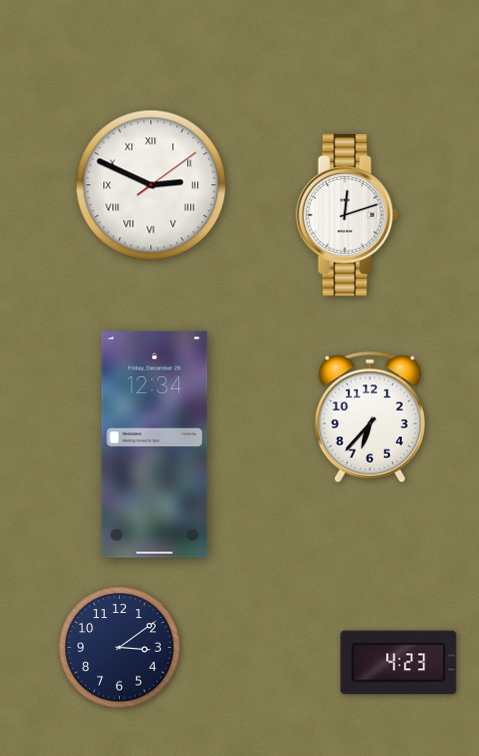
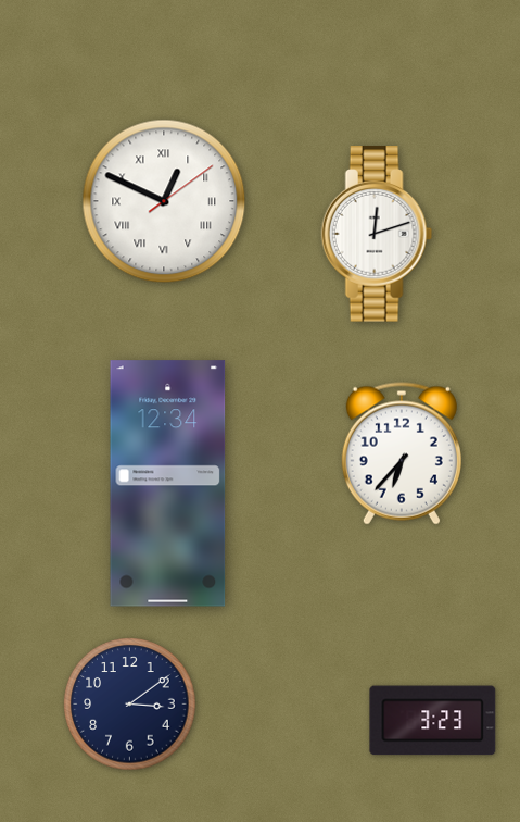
clock at (151, 185): 2:49 -> 12:49
clock at (399, 663): 4:23 -> 3:23
